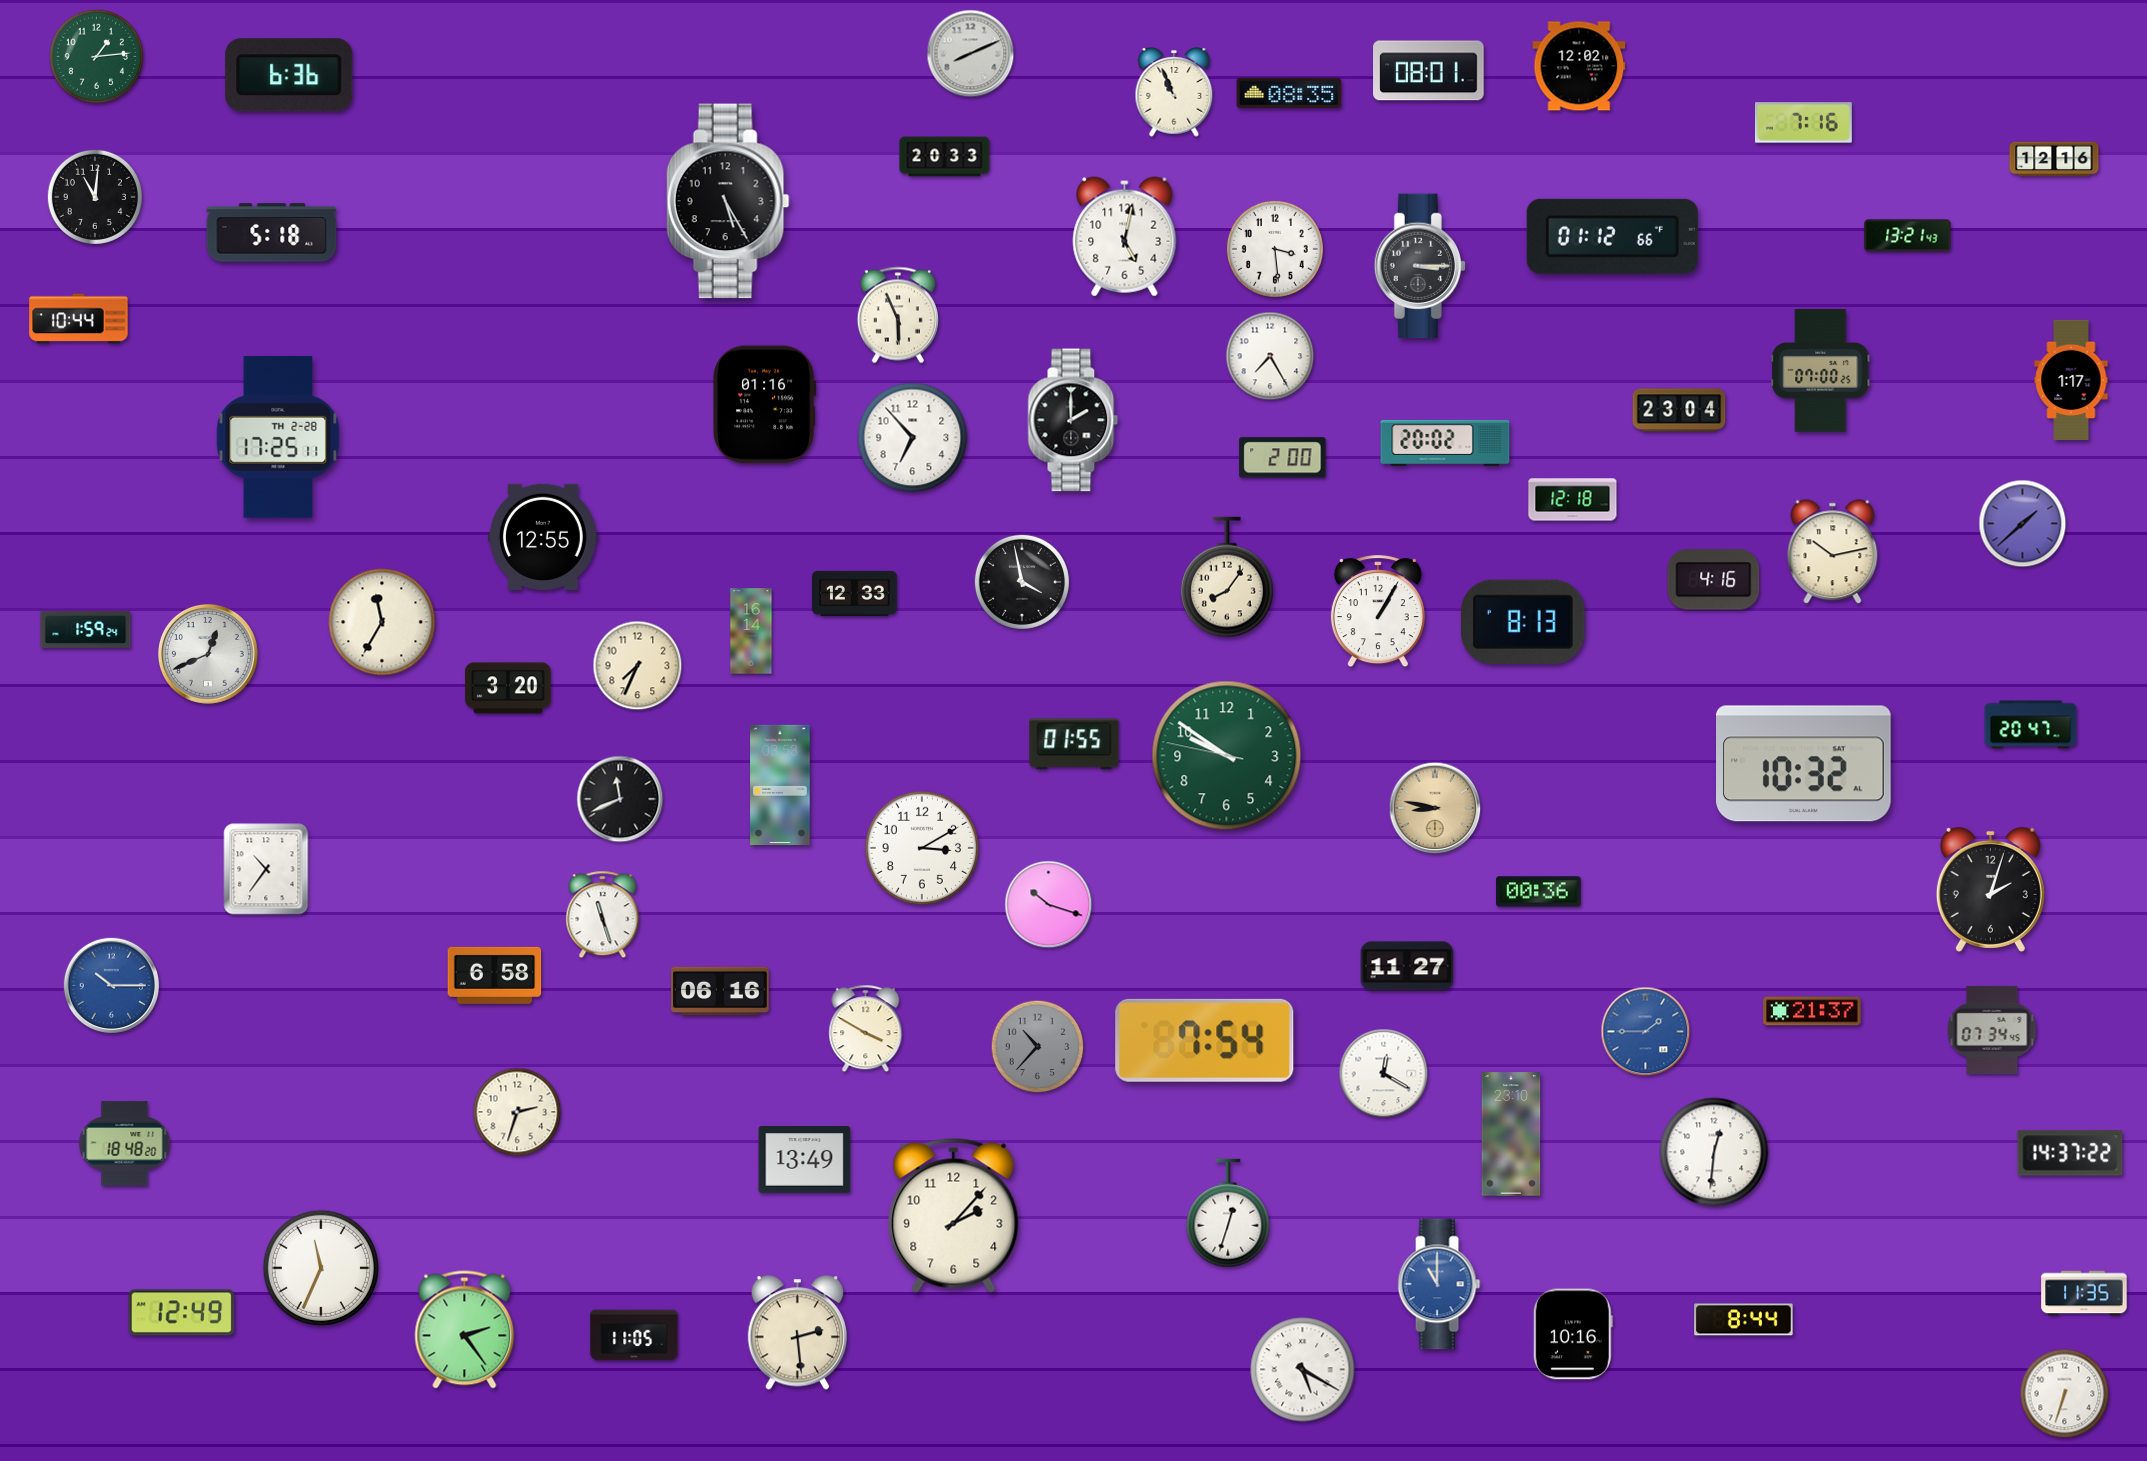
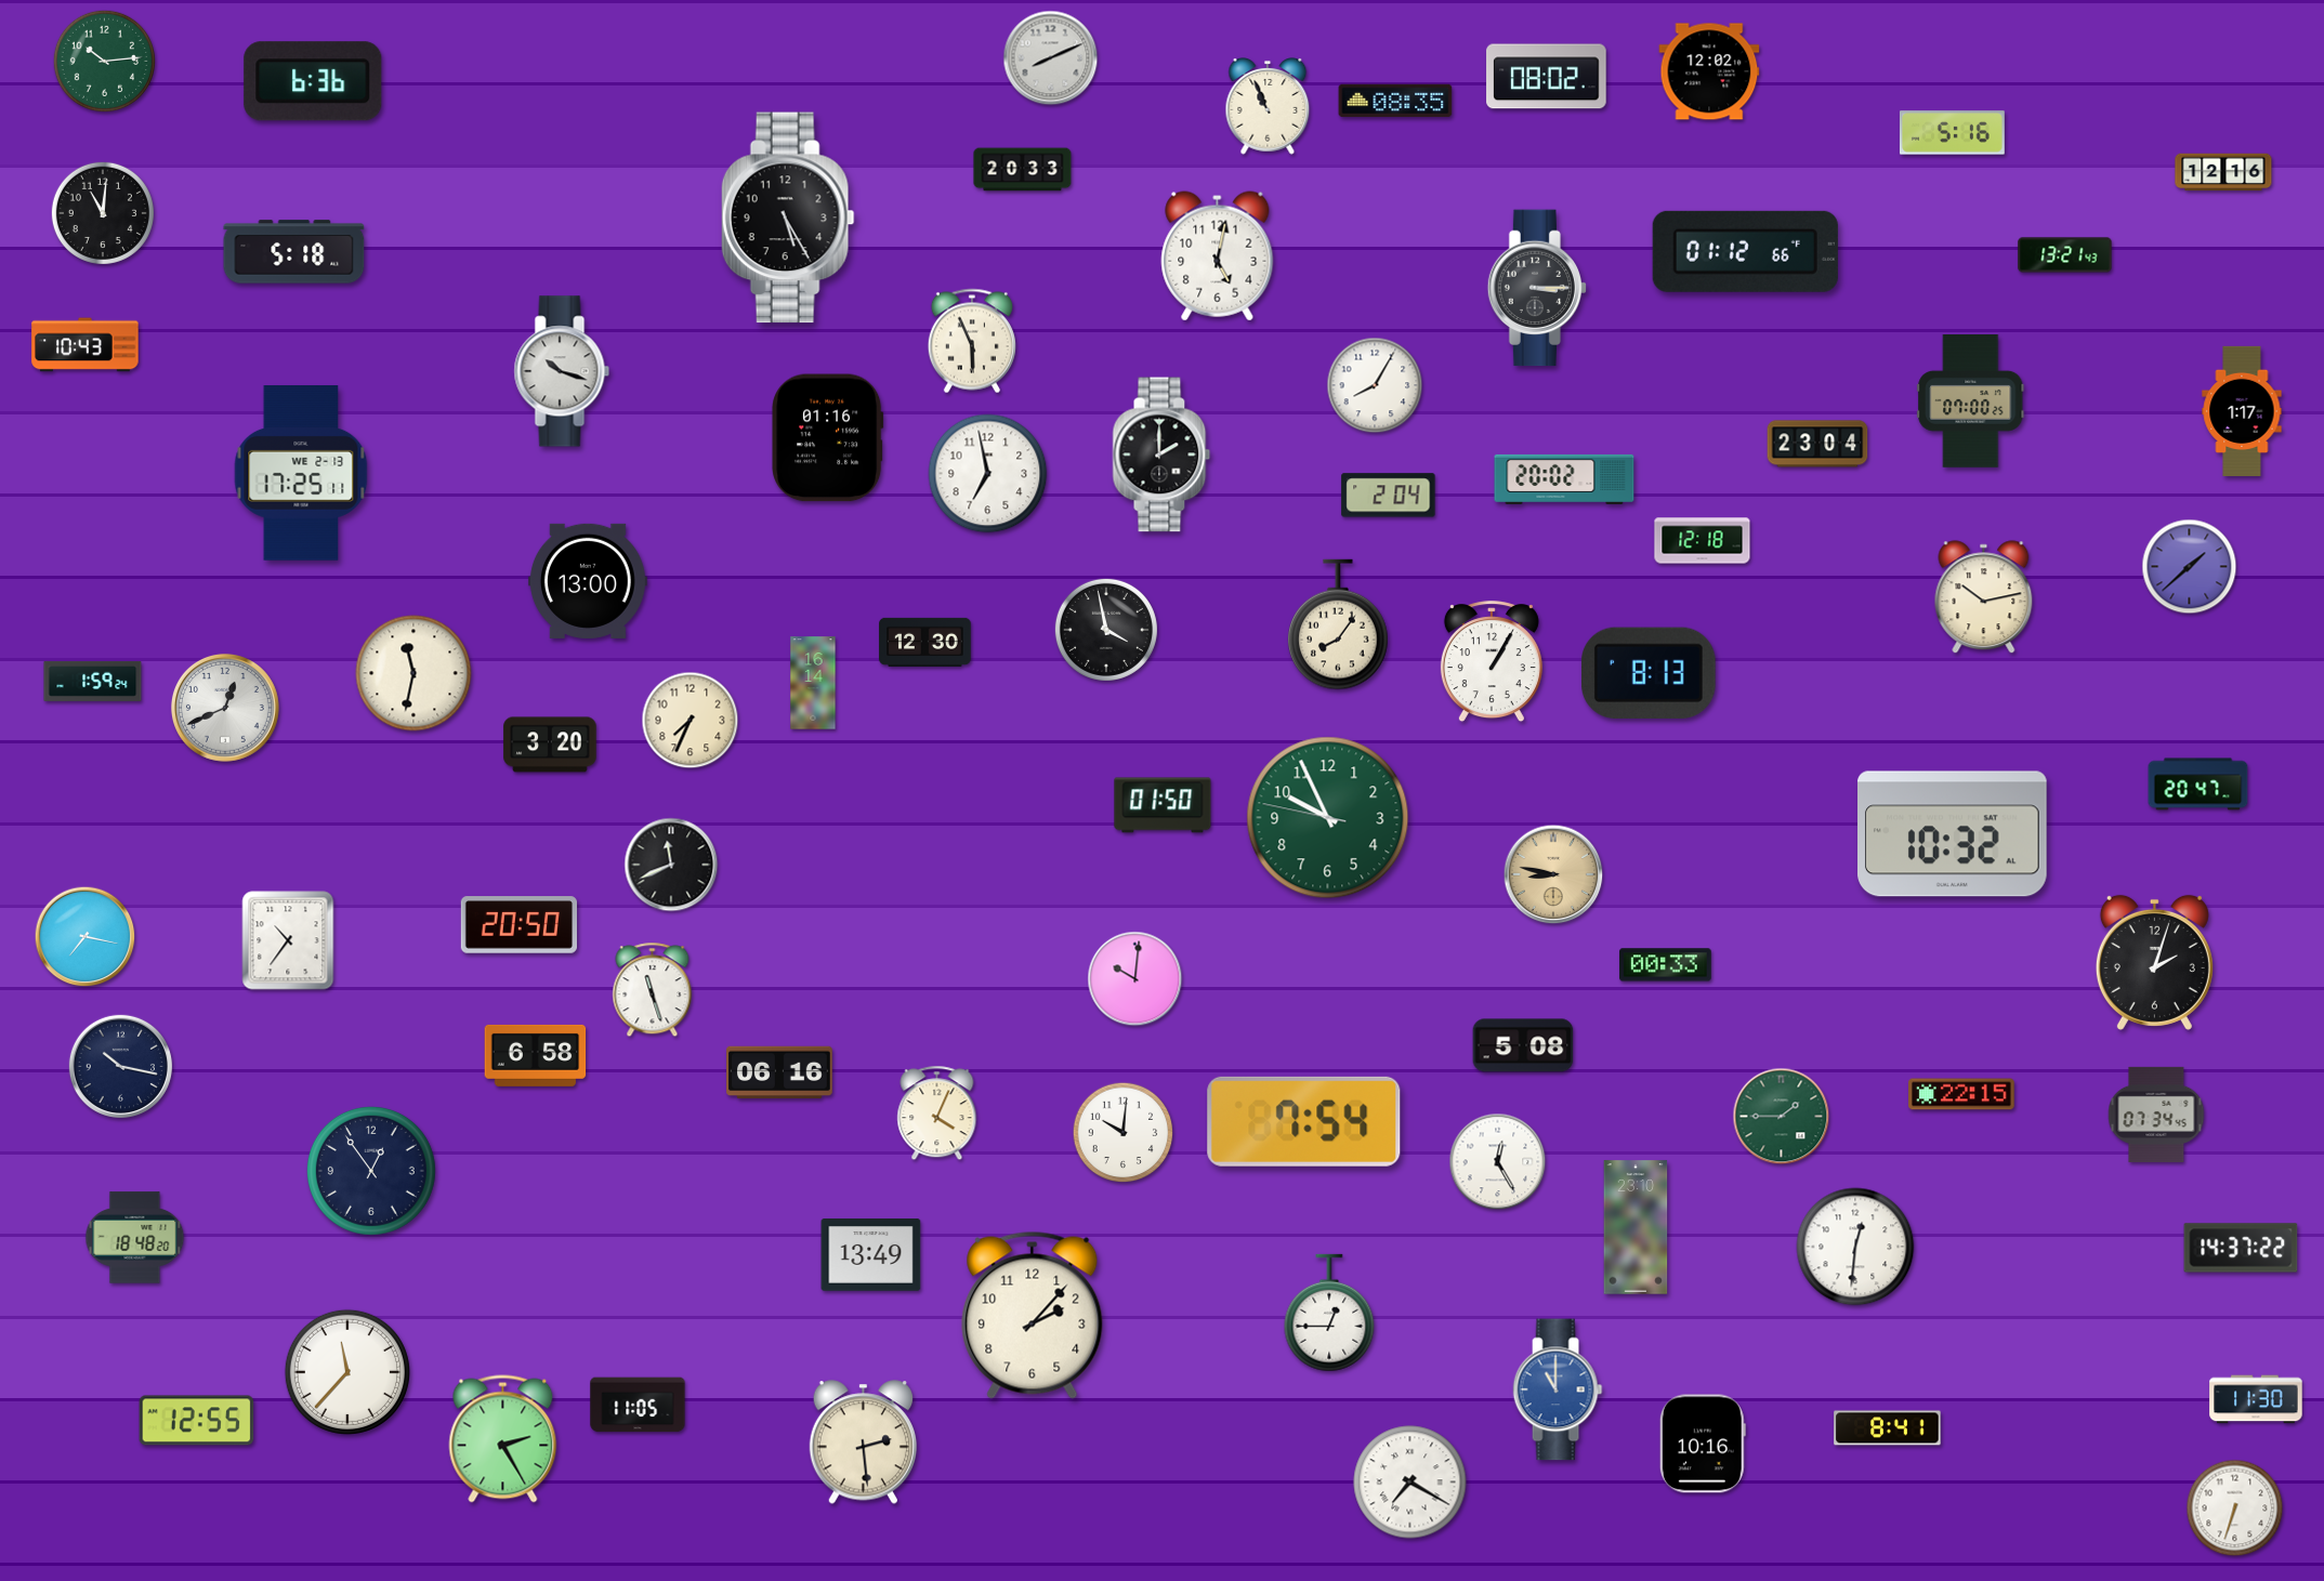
clock at (96, 56): 1:14 -> 10:14
clock at (1429, 71): 08:01 -> 08:02
clock at (1174, 93) position: (1174, 93) -> (1268, 107)
clock at (1803, 123): 7:16 -> 5:16
clock at (1612, 236) position: (1612, 236) -> (1745, 251)
clock at (1275, 249): 3:29 -> none
clock at (79, 319): 10:44 -> 10:43
clock at (562, 371): none -> 10:18
clock at (1270, 356): 7:25 -> 8:05
clock at (278, 438) date: TH 2-28 -> WE 2-13
clock at (913, 438): 6:53 -> 6:58
clock at (1283, 458): 2:00 -> 2:04
clock at (543, 537): 12:55 -> 13:00
clock at (1228, 577) position: (1228, 577) -> (1339, 624)
clock at (1714, 580): 4:16 -> none
clock at (855, 593): 12:33 -> 12:30
clock at (382, 622): 11:35 -> 11:32
clock at (1074, 744): 01:55 -> 01:50
clock at (1227, 756): 9:50 -> 9:55
clock at (1804, 764) position: (1804, 764) -> (1953, 834)
clock at (780, 784): 03:53 -> none
clock at (922, 848): 3:10 -> none
clock at (518, 925): none -> 20:50
clock at (86, 937): none -> 7:17
clock at (1539, 892): 00:36 -> 00:33
clock at (1049, 905): 10:18 -> 10:01
clock at (1407, 966): 11:27 -> 5:08
clock at (111, 985): 10:15 -> 10:17
clock at (111, 985) dial: blue -> navy
clock at (1812, 1011): 21:37 -> 22:15
clock at (866, 1029): 3:50 -> 4:04
clock at (1646, 1032) dial: blue -> green
clock at (1205, 1040) position: (1205, 1040) -> (1304, 1121)
clock at (1038, 1047): 10:37 -> 10:01
clock at (1038, 1047) dial: grey -> white
clock at (1384, 1074): 12:20 -> 12:25
clock at (371, 1171): none -> 12:54
clock at (517, 1112): 2:33 -> none
clock at (1228, 1213): 12:33 -> 12:45
clock at (321, 1268): 11:34 -> 11:37
clock at (2084, 1293): 11:35 -> 11:30
clock at (182, 1313): 12:49 -> 12:55
clock at (1744, 1320): 8:44 -> 8:41
clock at (465, 1330): 2:24 -> 2:25
clock at (634, 1335) position: (634, 1335) -> (638, 1405)
clock at (1303, 1370): 5:20 -> 7:20
